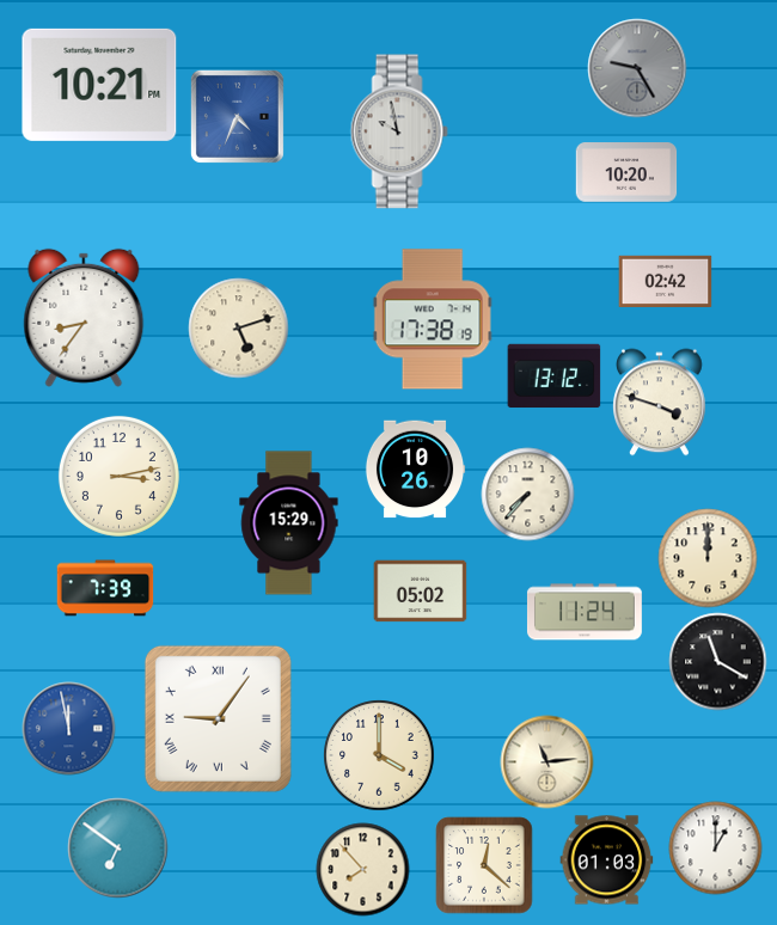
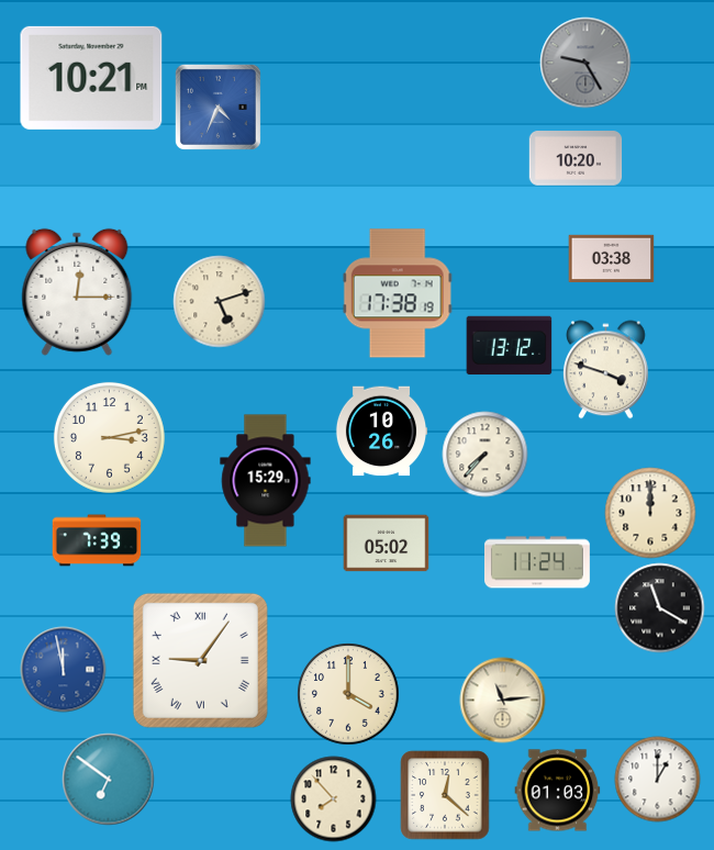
clock at (399, 131): 9:58 -> none
clock at (665, 281): 02:42 -> 03:38
clock at (84, 318): 8:36 -> 12:15
